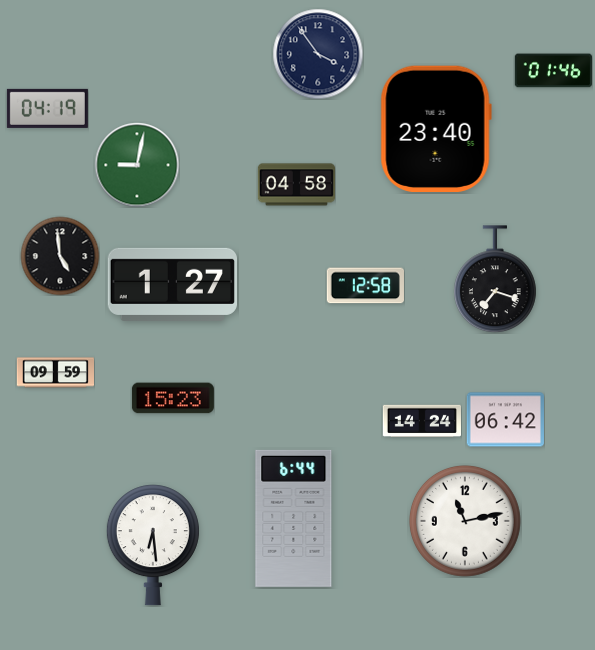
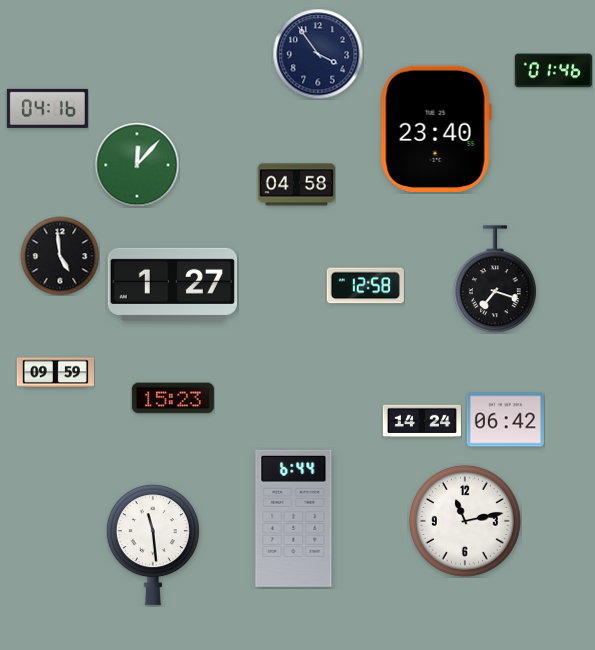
clock at (47, 108): 04:19 -> 04:16
clock at (137, 165): 9:02 -> 12:07
clock at (153, 545): 6:29 -> 11:29
